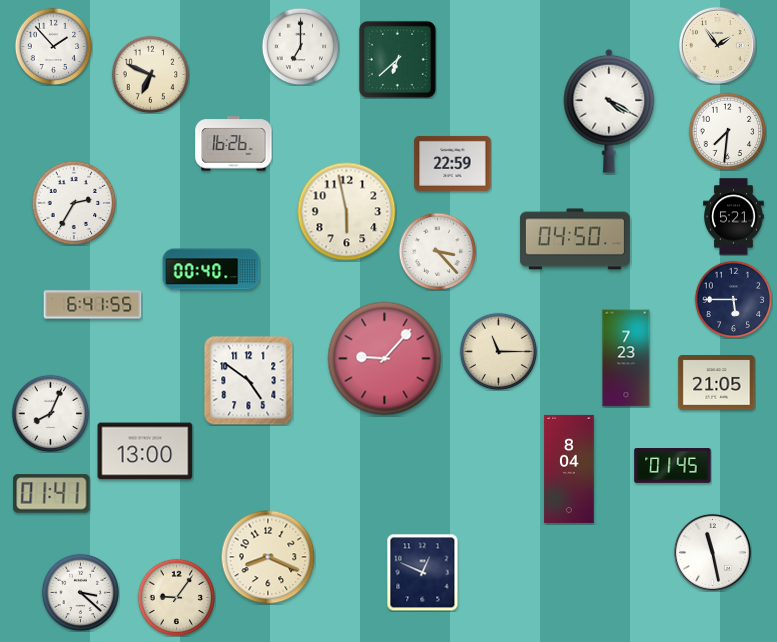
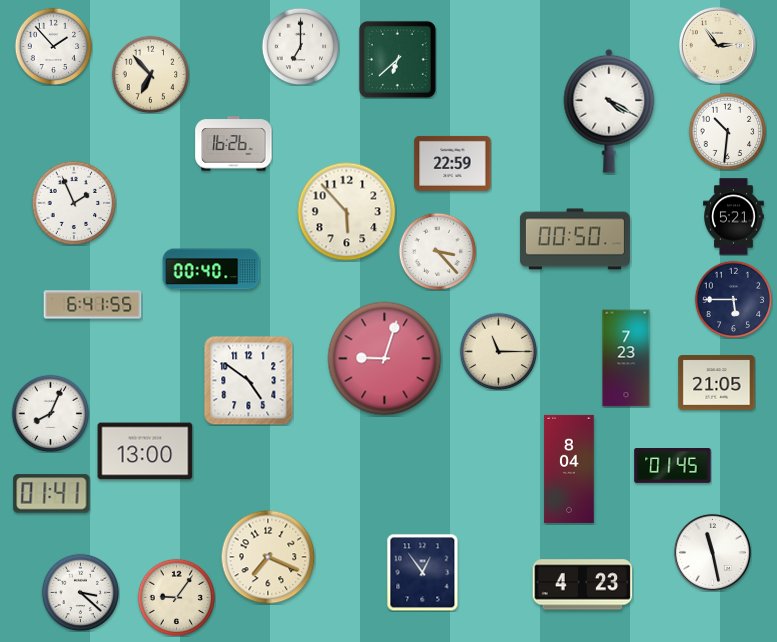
clock at (717, 45): 1:54 -> 2:54
clock at (150, 74): 6:49 -> 6:53
clock at (727, 131): 7:31 -> 10:31
clock at (74, 203): 2:35 -> 1:56
clock at (347, 212): 5:58 -> 5:53
clock at (575, 239): 04:50 -> 00:50
clock at (385, 359): 9:07 -> 9:03
clock at (268, 557): 8:19 -> 7:19
clock at (423, 572): 12:49 -> 12:54
clock at (583, 585): none -> 4:23
